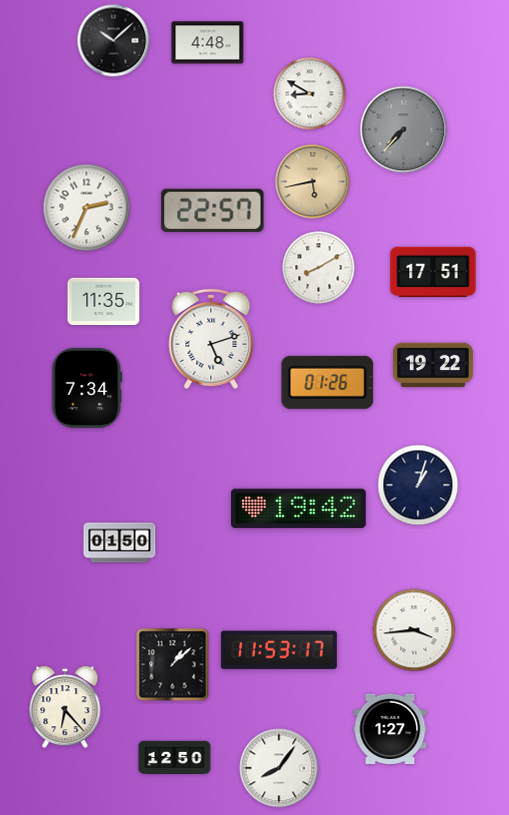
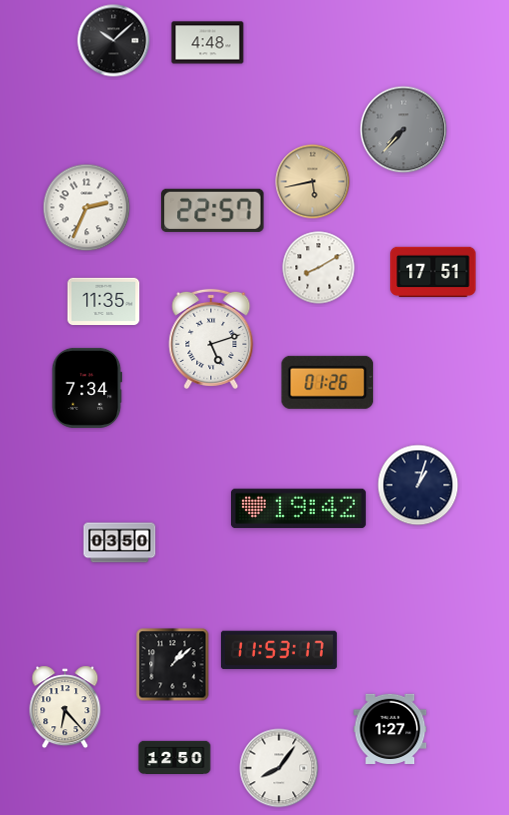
clock at (310, 94): 8:50 -> none
clock at (433, 365): 19:22 -> none
clock at (120, 543): 01:50 -> 03:50
clock at (414, 630): 3:44 -> none
